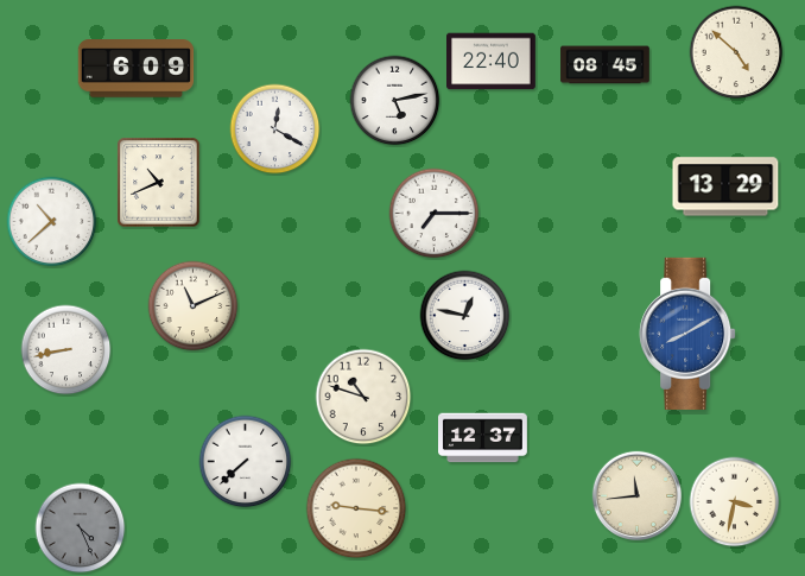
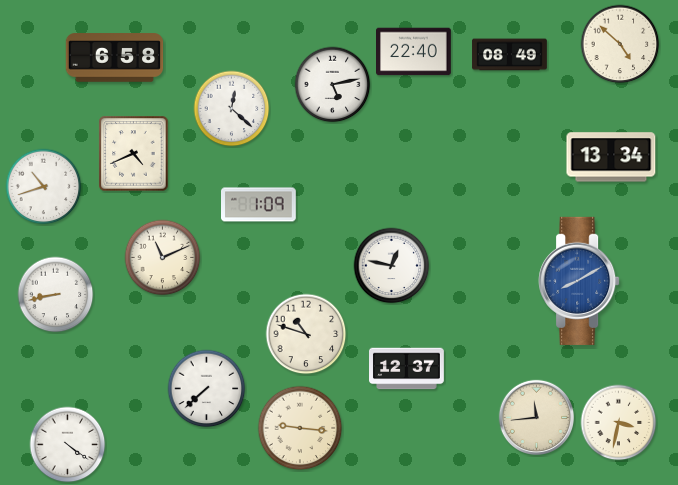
clock at (606, 65): 08:45 -> 08:49
clock at (137, 69): 6:09 -> 6:58
clock at (275, 129): 12:20 -> 12:22
clock at (159, 183): 10:41 -> 4:41
clock at (725, 186): 13:29 -> 13:34
clock at (435, 214): 7:15 -> none
clock at (52, 222): 10:38 -> 10:42
clock at (259, 205): none -> 1:09
clock at (81, 528): 4:26 -> 4:21
clock at (81, 528) dial: grey -> white
